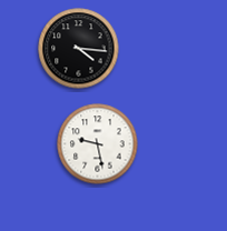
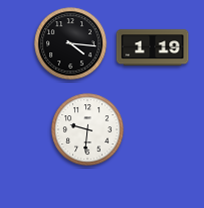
clock at (153, 48): none -> 1:19
clock at (98, 144): 9:28 -> 9:31
